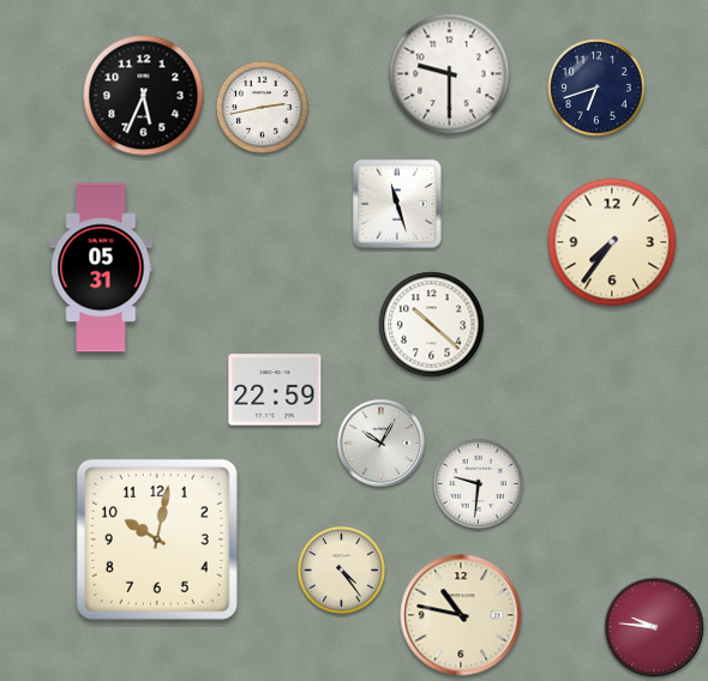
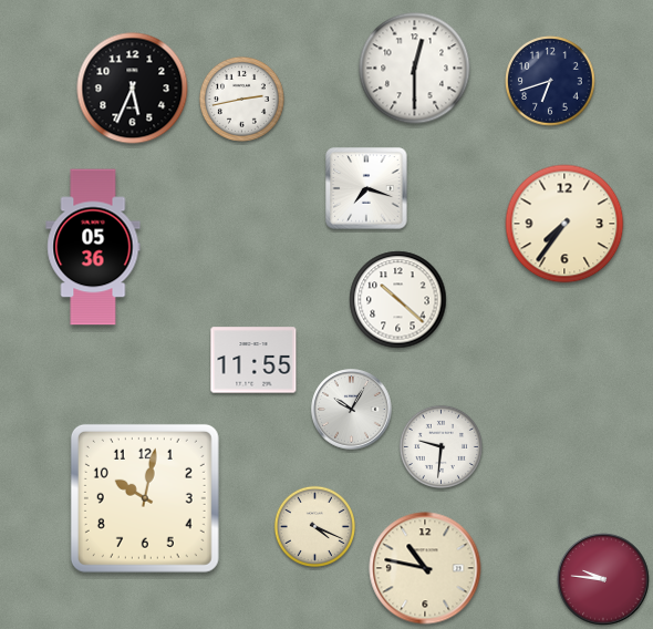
clock at (450, 74): 9:30 -> 12:30
clock at (397, 204): 11:27 -> 7:18
clock at (101, 267): 05:31 -> 05:36
clock at (275, 390): 22:59 -> 11:55
clock at (341, 569): 4:24 -> 4:19
